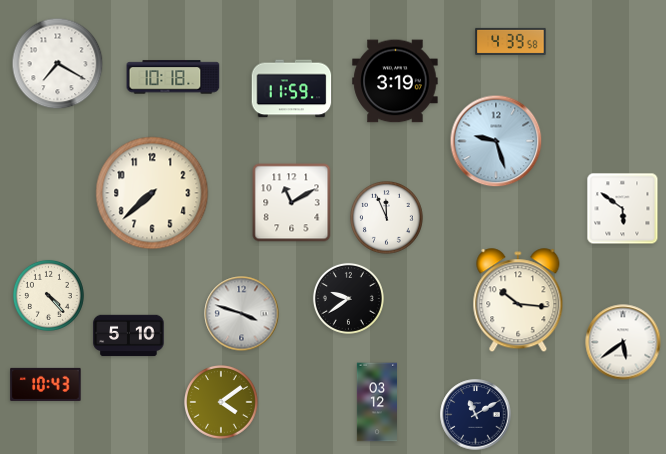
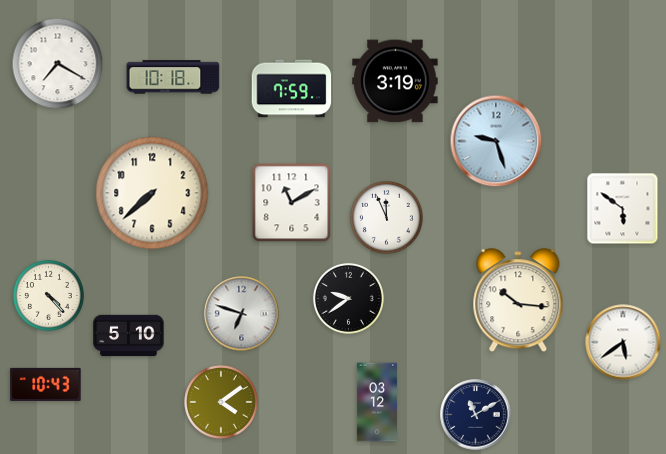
clock at (511, 41): 4:39 -> none
clock at (292, 89): 11:59 -> 7:59
clock at (242, 314): 3:48 -> 6:48
